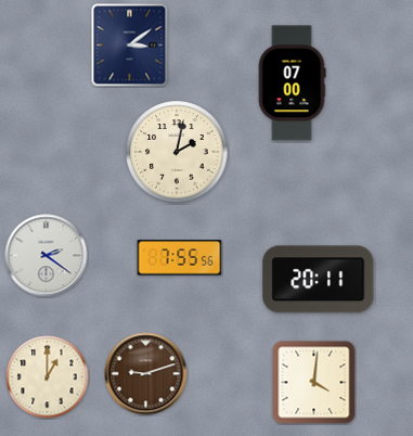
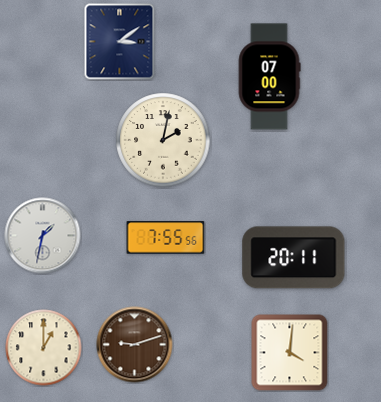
clock at (47, 256): 2:21 -> 1:32
